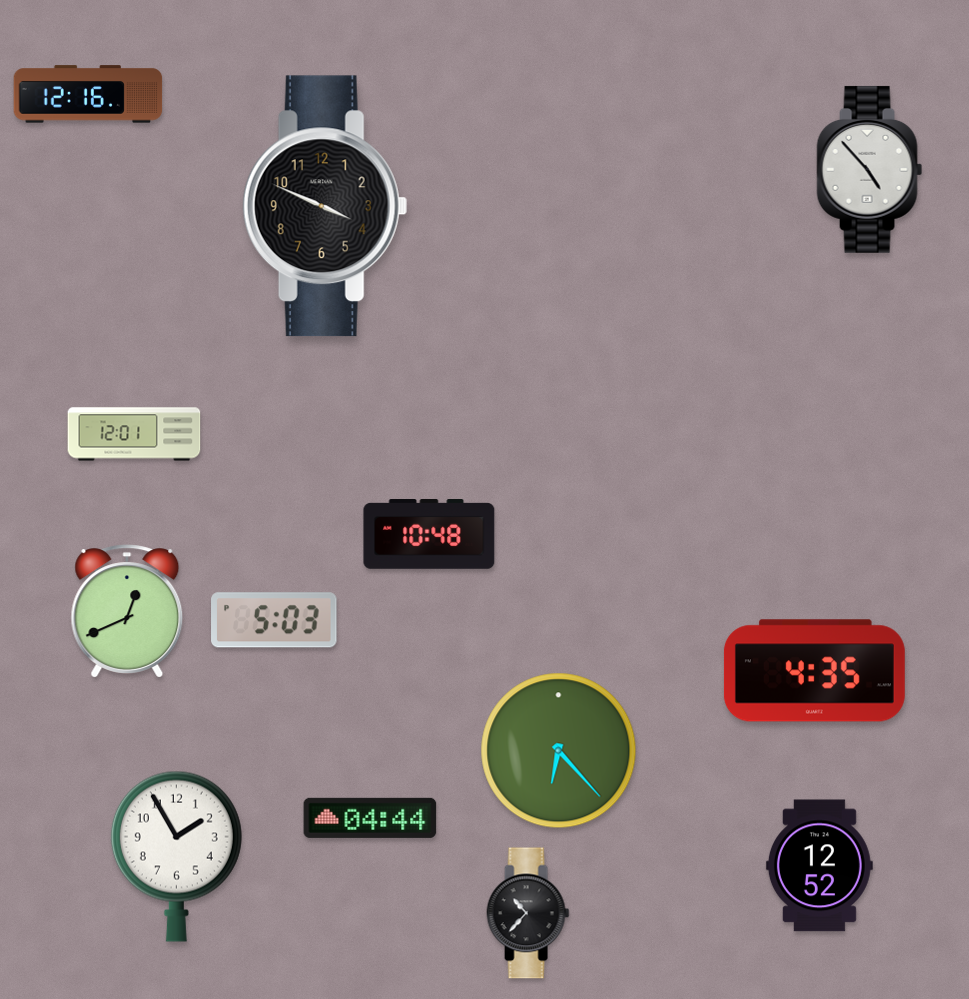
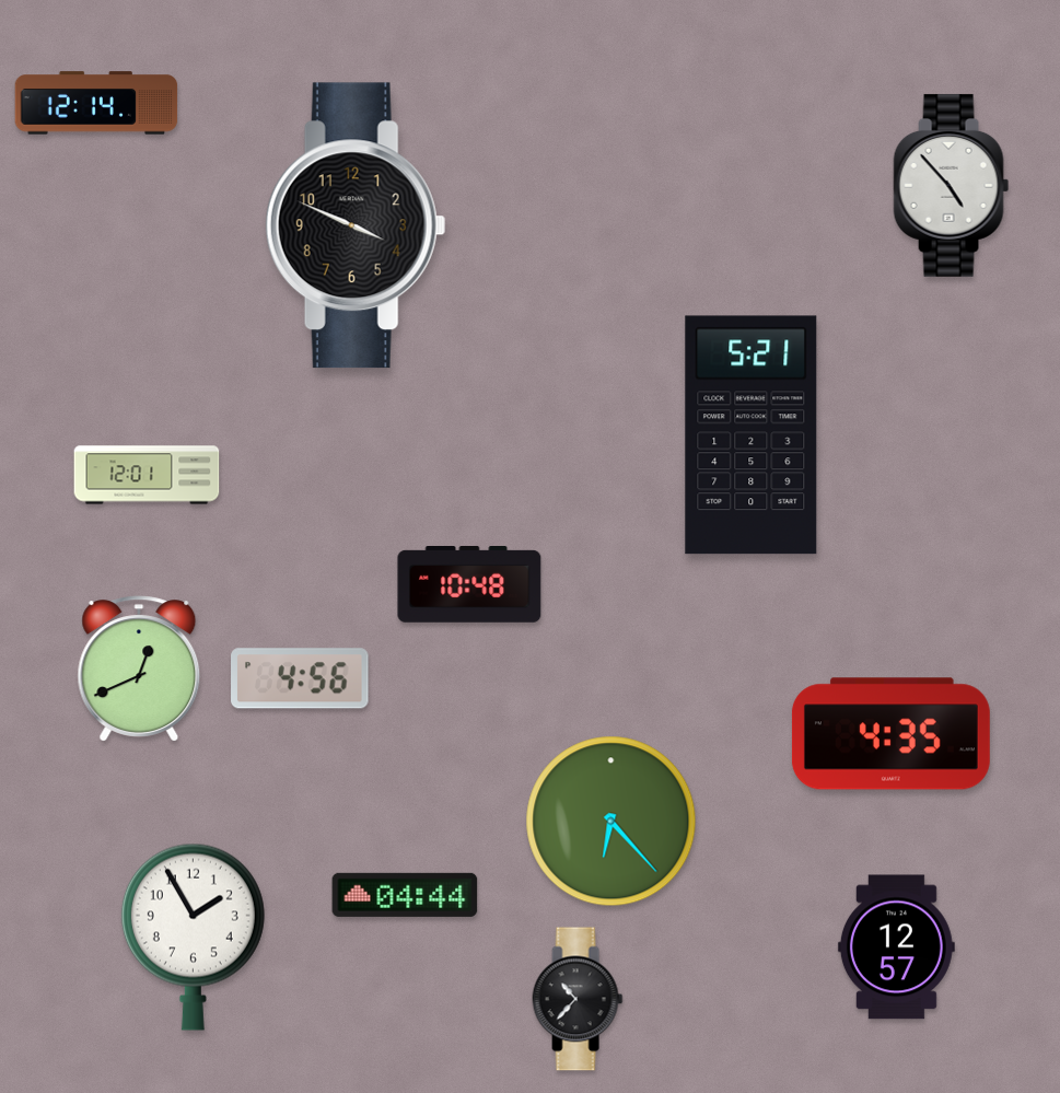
clock at (88, 94): 12:16 -> 12:14
clock at (752, 435): none -> 5:21
clock at (274, 620): 5:03 -> 4:56
clock at (819, 866): 12:52 -> 12:57
